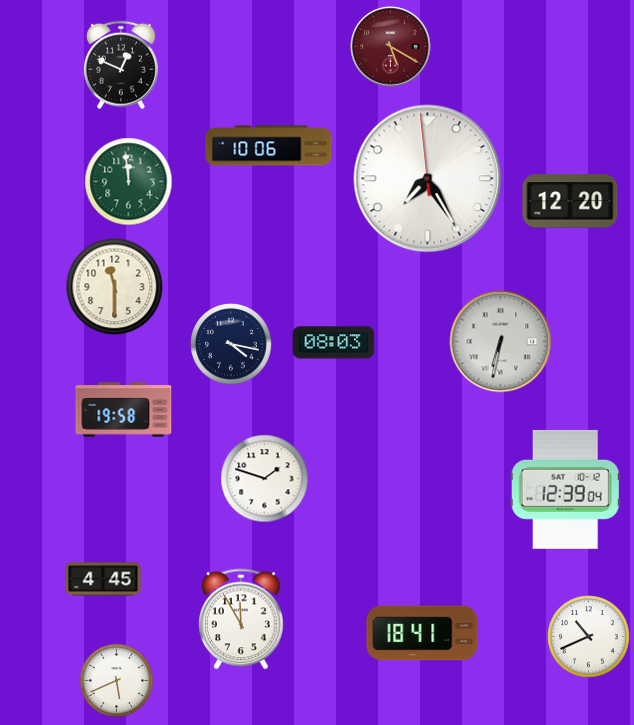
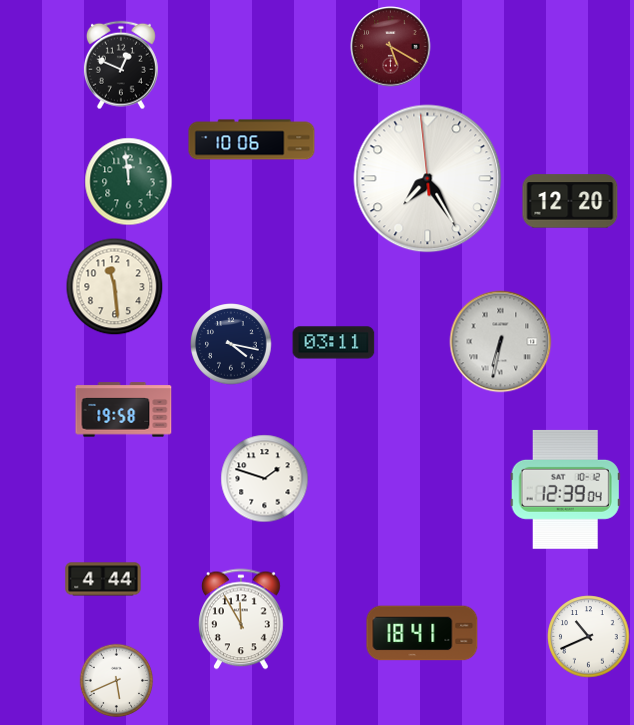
clock at (269, 146) position: (269, 146) -> (252, 140)
clock at (115, 287): 11:30 -> 11:29
clock at (334, 343): 08:03 -> 03:11
clock at (103, 579): 4:45 -> 4:44
